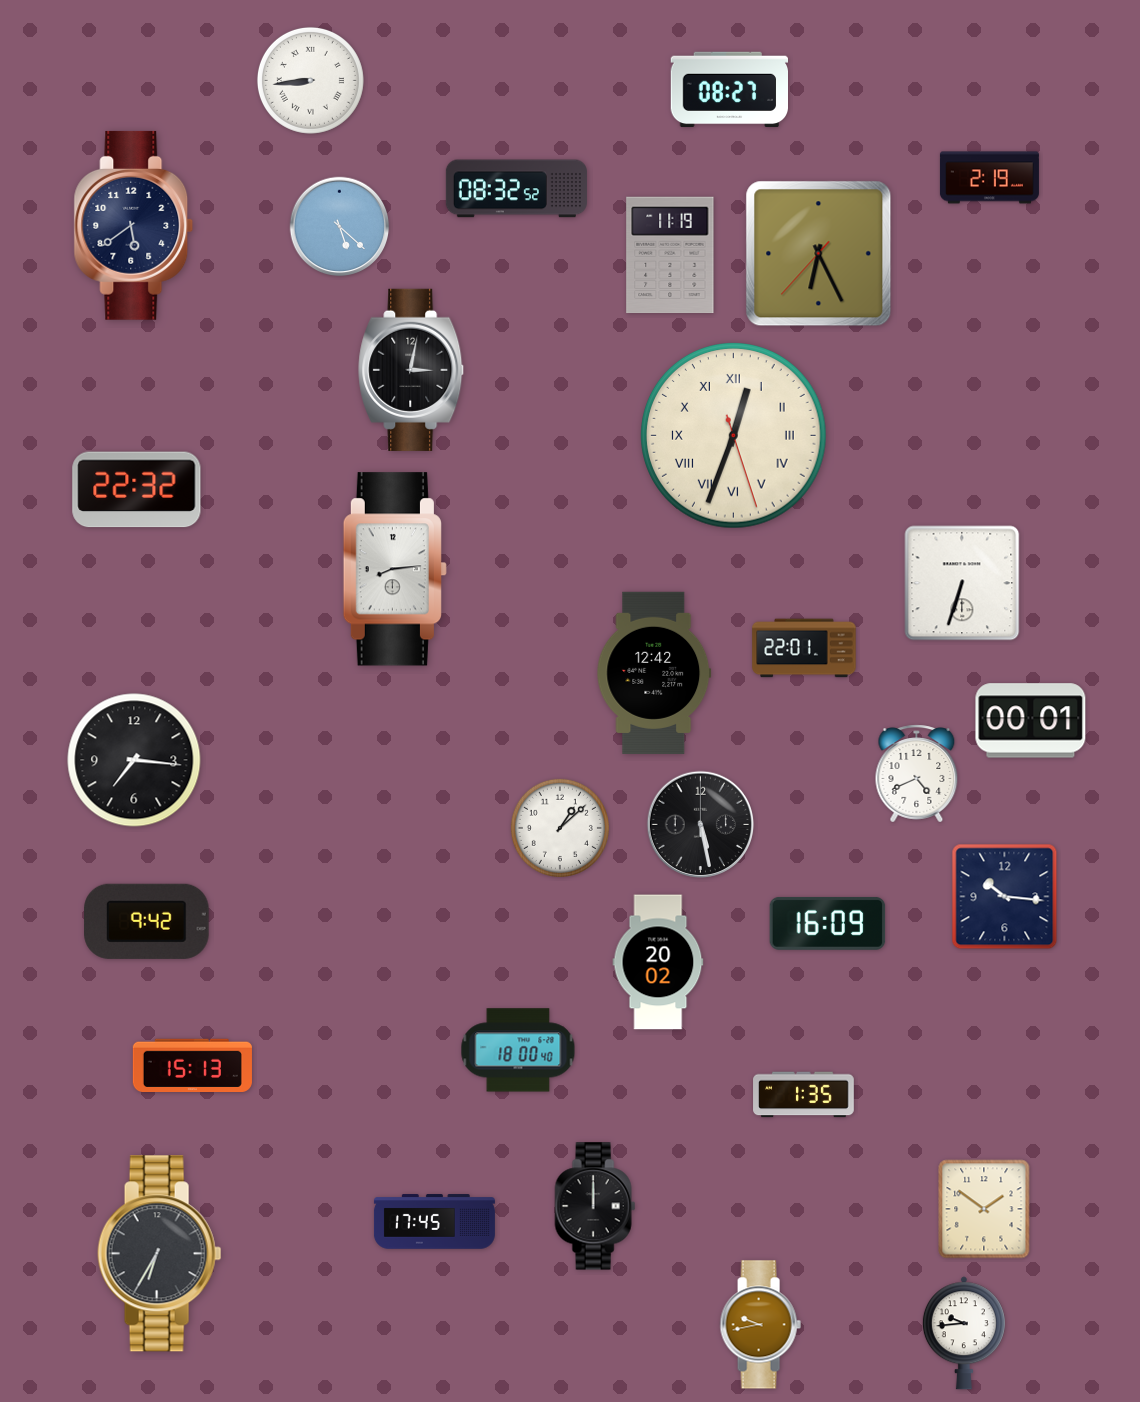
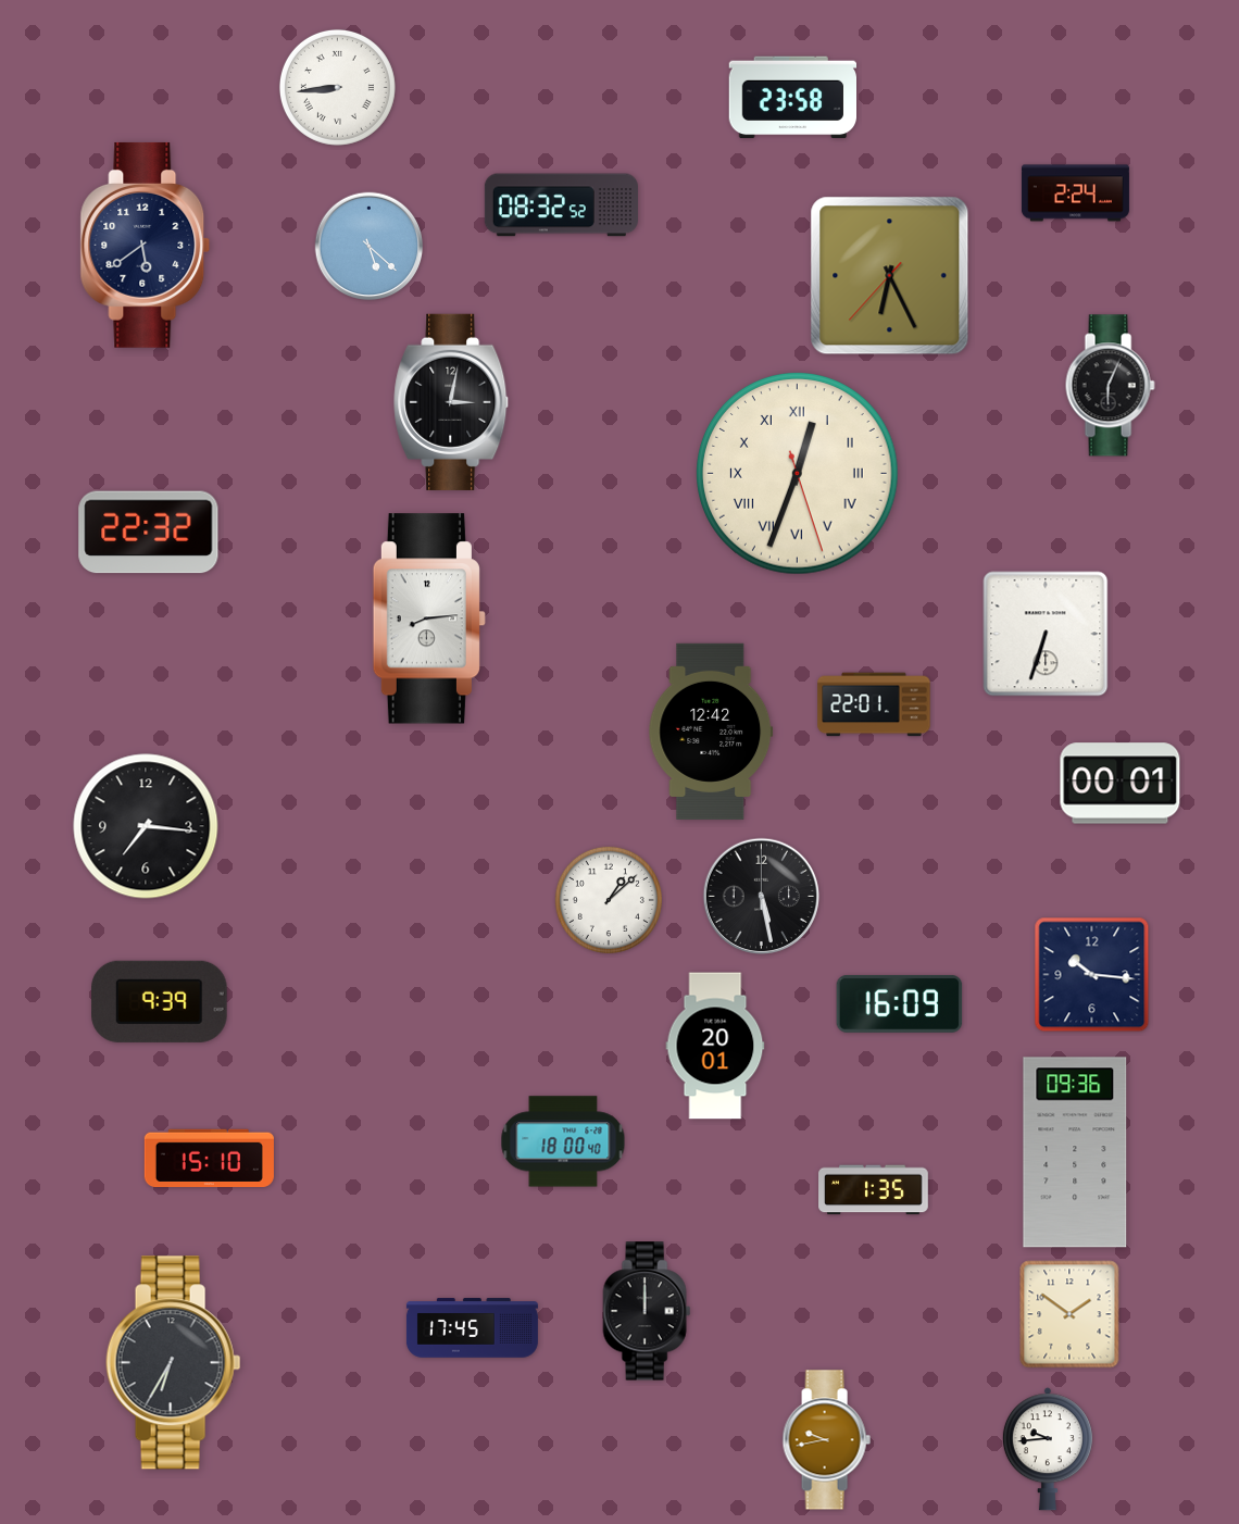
clock at (730, 90): 08:27 -> 23:58
clock at (989, 178): 2:19 -> 2:24
clock at (670, 255): 11:19 -> none
clock at (1110, 386): none -> 6:04
clock at (412, 370) position: (412, 370) -> (452, 402)
clock at (917, 774): 4:41 -> none
clock at (147, 921): 9:42 -> 9:39
clock at (658, 962): 20:02 -> 20:01
clock at (1075, 1152): none -> 09:36
clock at (192, 1065): 15:13 -> 15:10
